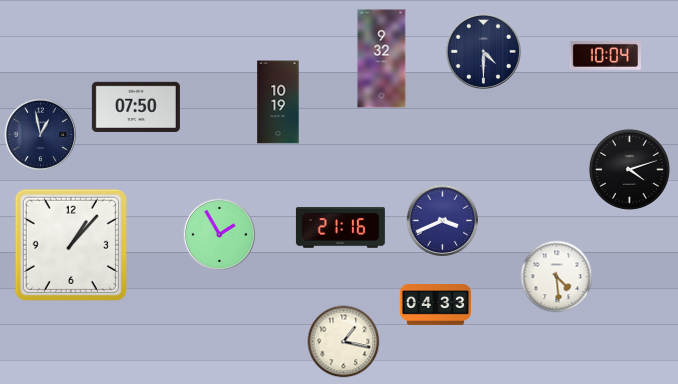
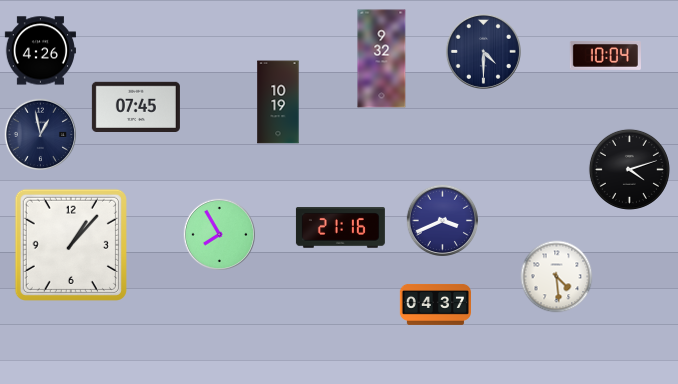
clock at (40, 51): none -> 4:26
clock at (136, 106): 07:50 -> 07:45
clock at (219, 234): 1:55 -> 7:55
clock at (435, 304): 04:33 -> 04:37
clock at (344, 342): 1:17 -> none
